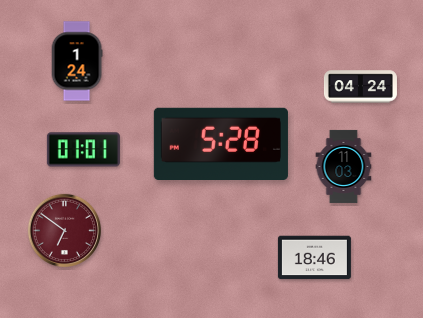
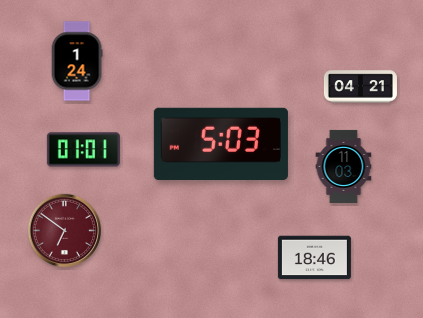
clock at (360, 87): 04:24 -> 04:21
clock at (221, 143): 5:28 -> 5:03
